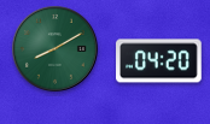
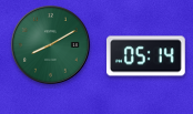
clock at (159, 61): 04:20 -> 05:14
